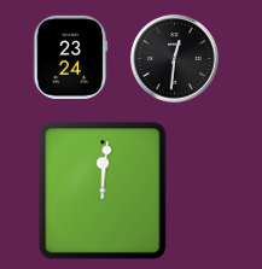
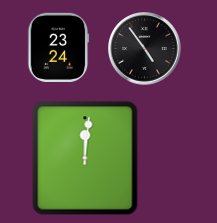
clock at (175, 59): 12:31 -> 4:54
